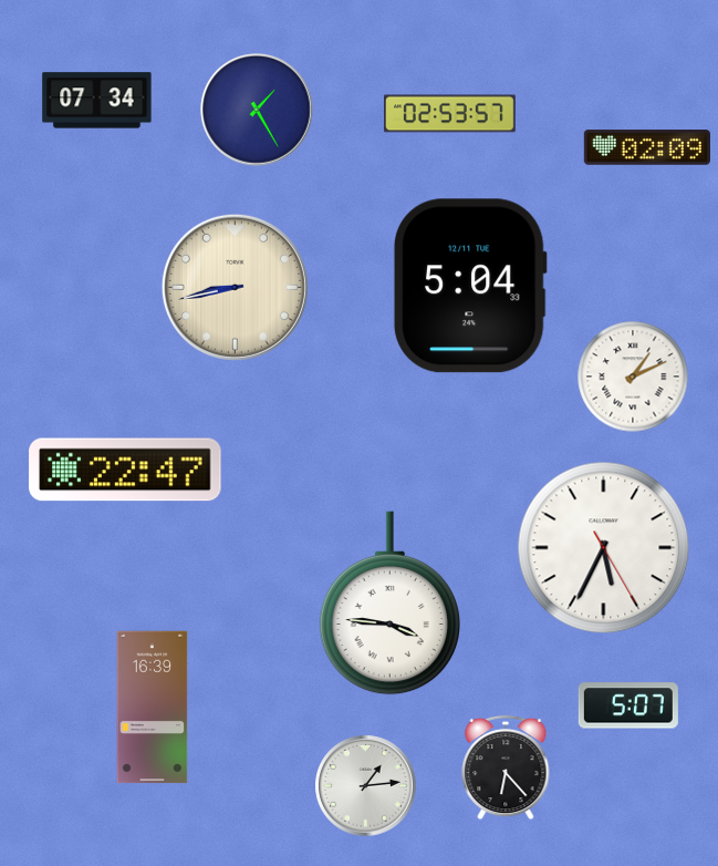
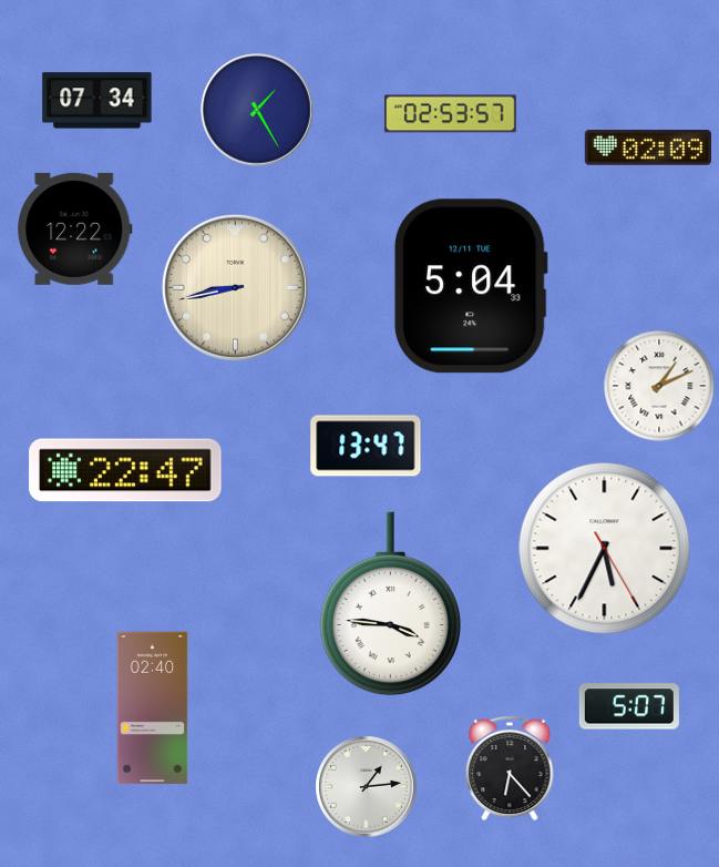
clock at (75, 228): none -> 12:22
clock at (633, 377) position: (633, 377) -> (659, 386)
clock at (366, 446): none -> 13:47
clock at (153, 708): 16:39 -> 02:40
clock at (506, 767) position: (506, 767) -> (510, 768)
